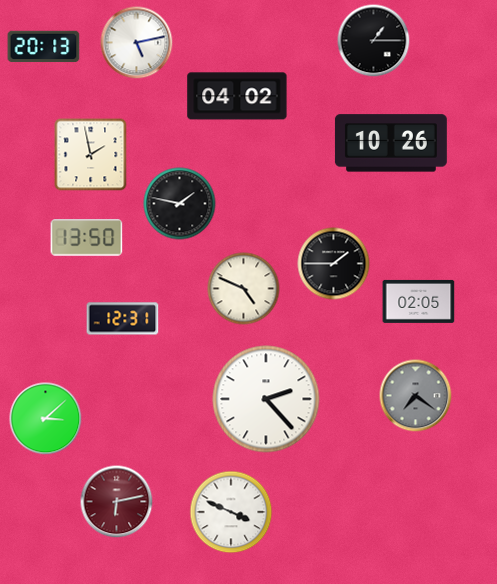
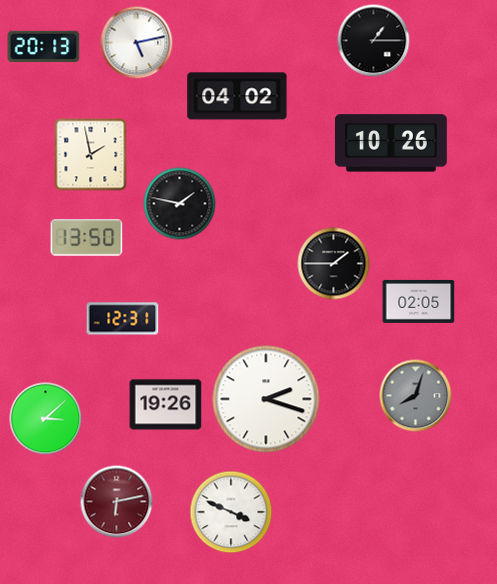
clock at (244, 289): 4:49 -> none
clock at (416, 396): 7:21 -> 8:03
clock at (266, 399): 2:23 -> 2:18
clock at (166, 405): none -> 19:26
